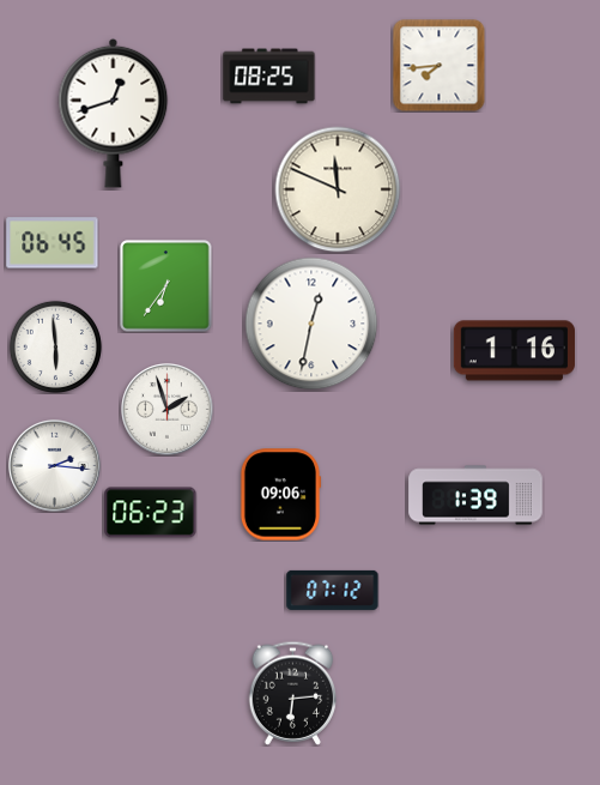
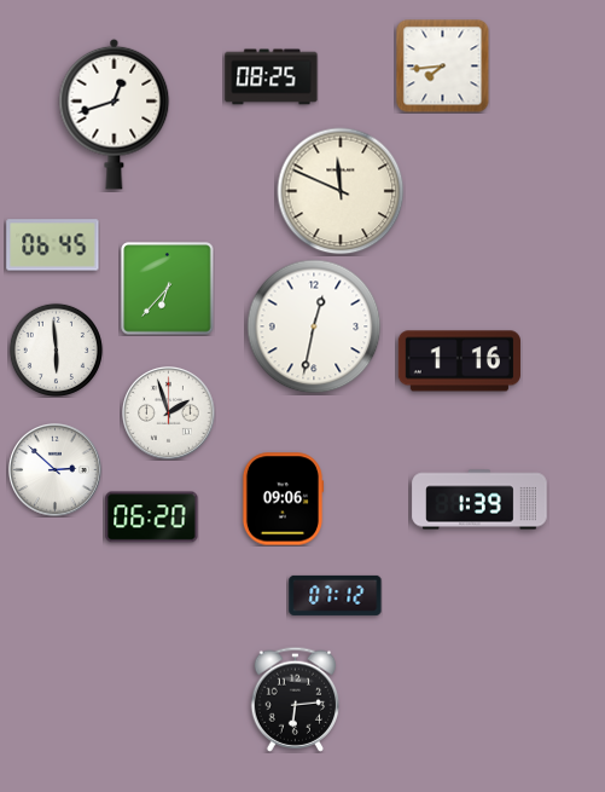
clock at (166, 286): 6:36 -> 6:37
clock at (514, 351) position: (514, 351) -> (459, 362)
clock at (55, 466): 2:16 -> 2:52
clock at (151, 513): 06:23 -> 06:20
